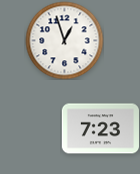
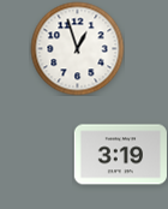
clock at (100, 129): 7:23 -> 3:19
